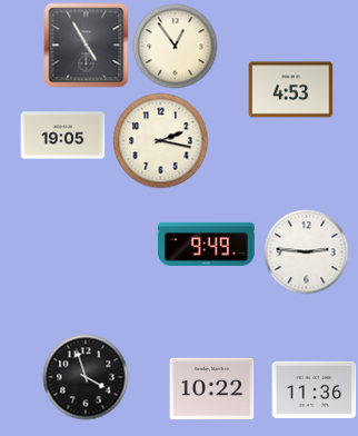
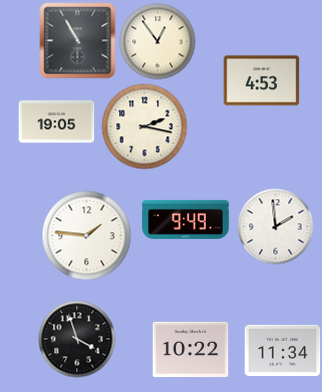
clock at (87, 46): 4:55 -> 10:55
clock at (307, 252): 2:46 -> 1:59
clock at (87, 236): none -> 1:46
clock at (315, 390): 11:36 -> 11:34
